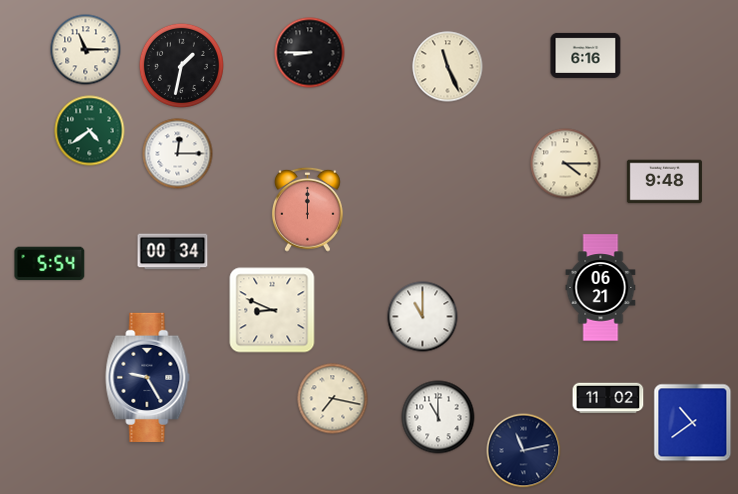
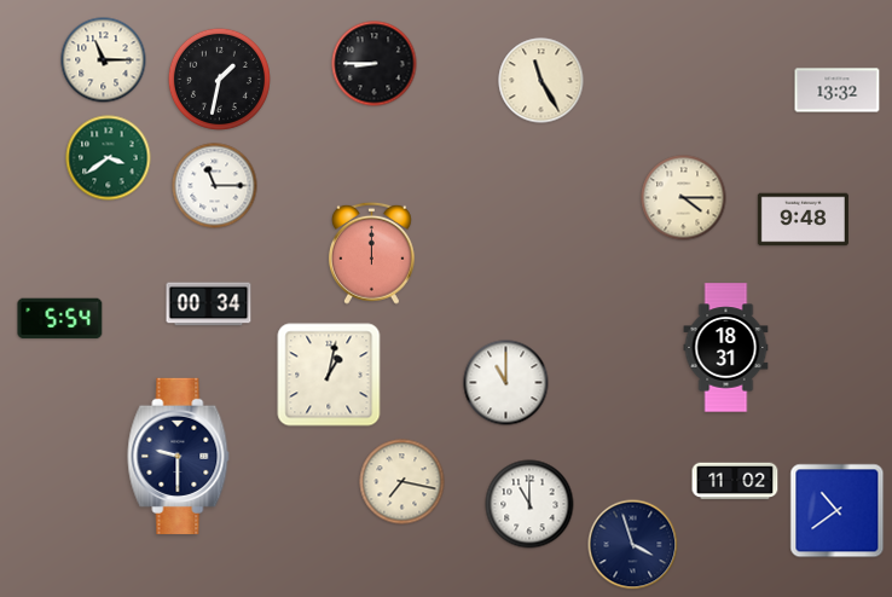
clock at (586, 55): 6:16 -> none
clock at (448, 67): 11:26 -> 11:25
clock at (838, 91): none -> 13:32
clock at (90, 131): 4:39 -> 3:39
clock at (178, 154): 12:15 -> 11:15
clock at (601, 288): 06:21 -> 18:31
clock at (272, 310): 8:49 -> 1:02
clock at (423, 317) position: (423, 317) -> (506, 383)
clock at (148, 377): 9:25 -> 9:30
clock at (524, 451): 11:13 -> 3:57
